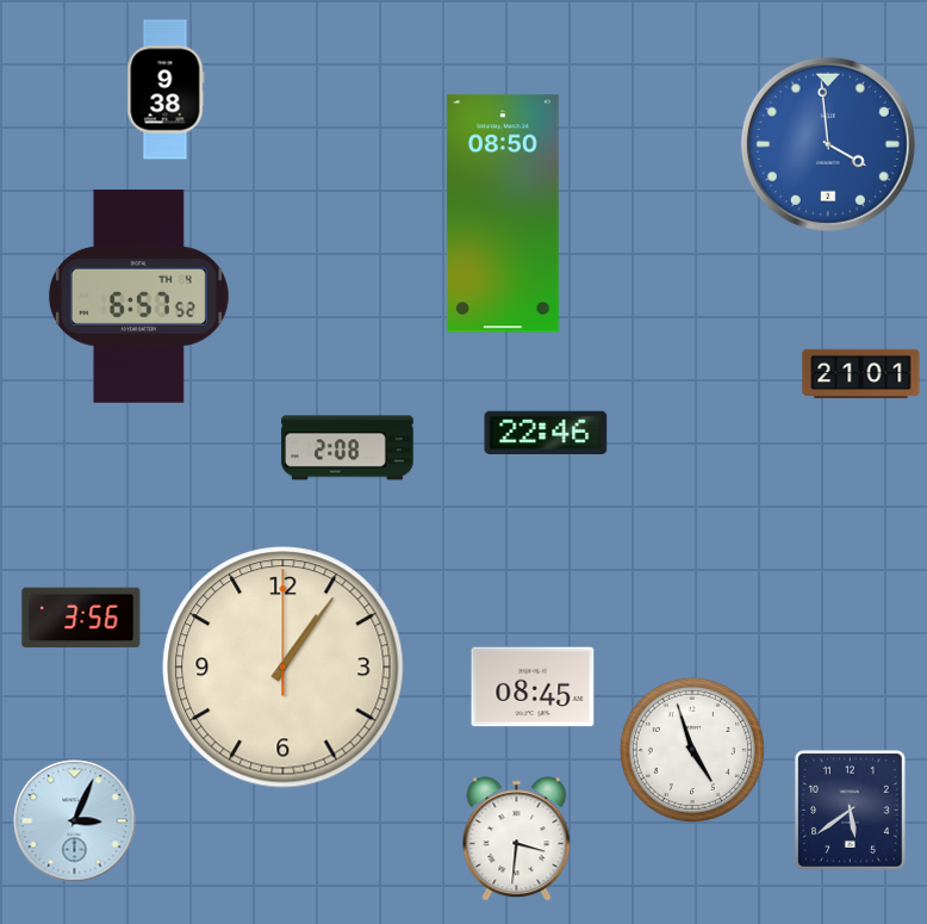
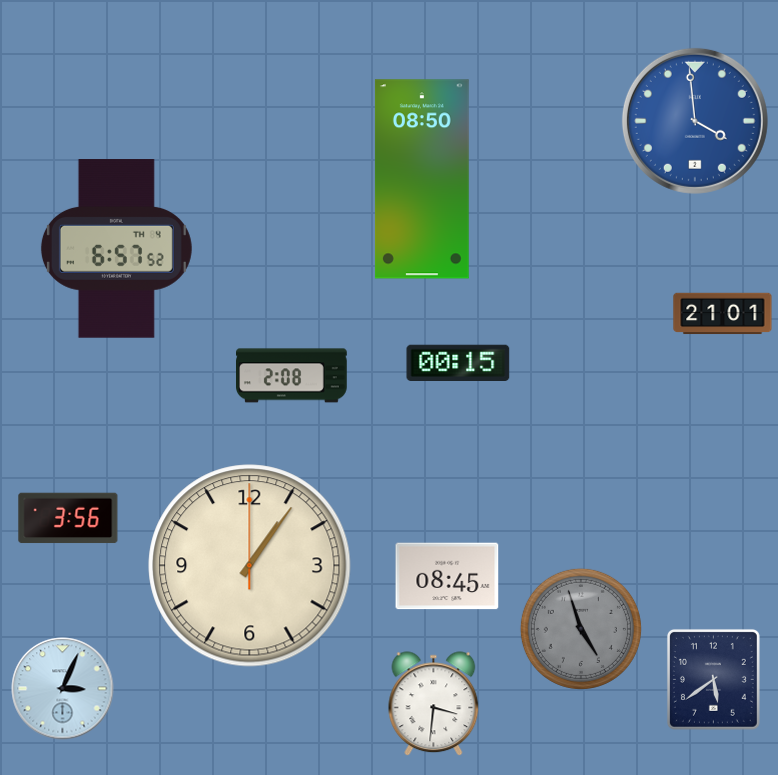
clock at (166, 89): 9:38 -> none
clock at (546, 433): 22:46 -> 00:15
clock at (284, 668) position: (284, 668) -> (250, 566)
clock at (692, 750) dial: white -> grey
